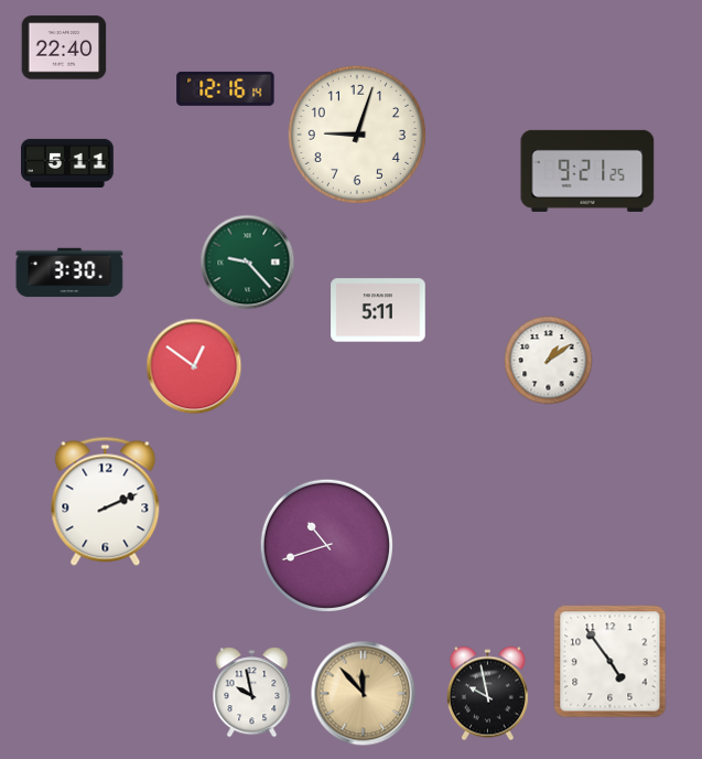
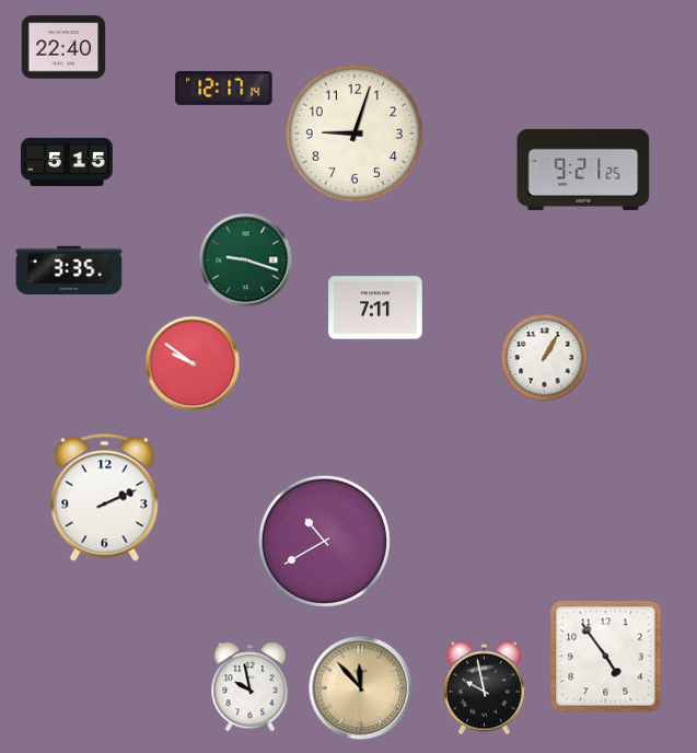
clock at (226, 88): 12:16 -> 12:17
clock at (68, 163): 5:11 -> 5:15
clock at (248, 263): 9:23 -> 9:18
clock at (69, 272): 3:30 -> 3:35
clock at (378, 310): 5:11 -> 7:11
clock at (549, 361): 1:09 -> 1:05
clock at (194, 366): 12:51 -> 9:51
clock at (326, 545): 10:42 -> 10:40
